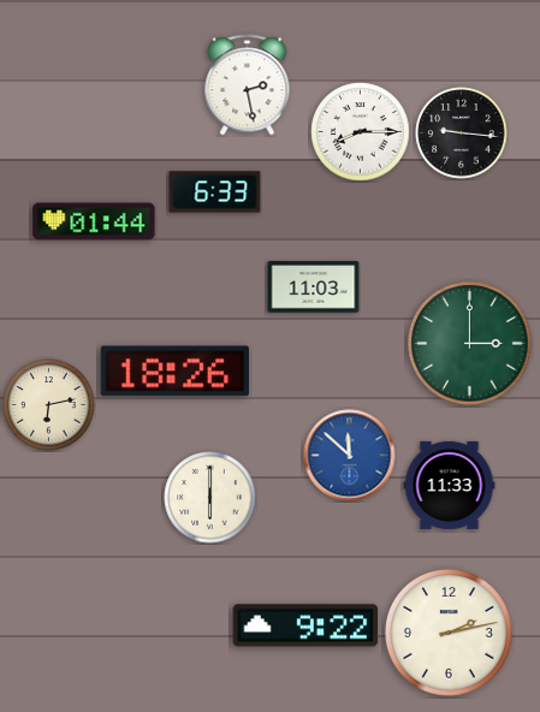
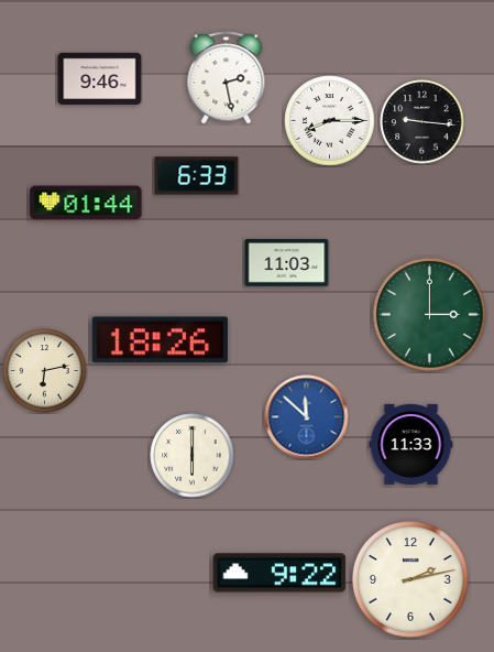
clock at (100, 78): none -> 9:46
clock at (350, 456) position: (350, 456) -> (307, 417)
